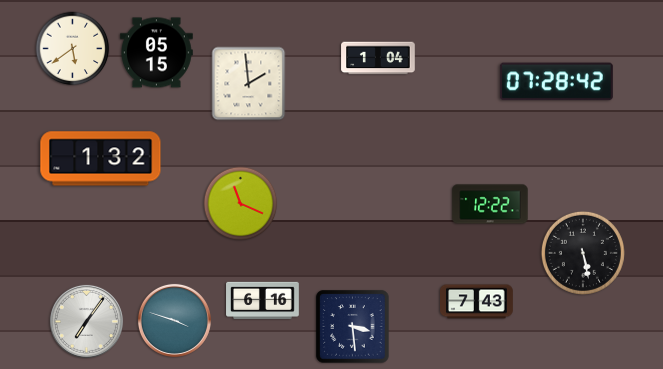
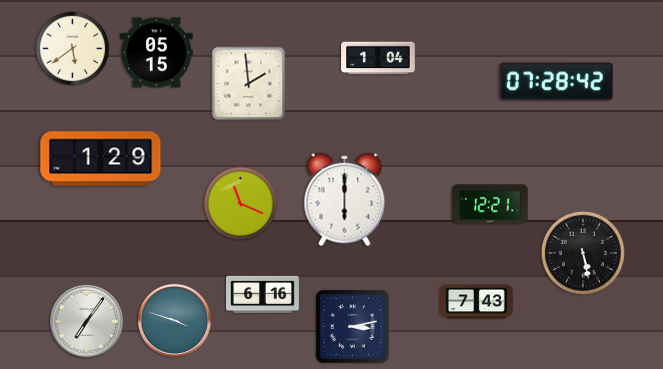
clock at (101, 159): 1:32 -> 1:29
clock at (345, 200): none -> 6:00
clock at (490, 204): 12:22 -> 12:21
clock at (263, 301) position: (263, 301) -> (263, 295)
clock at (353, 327): 3:29 -> 3:13
